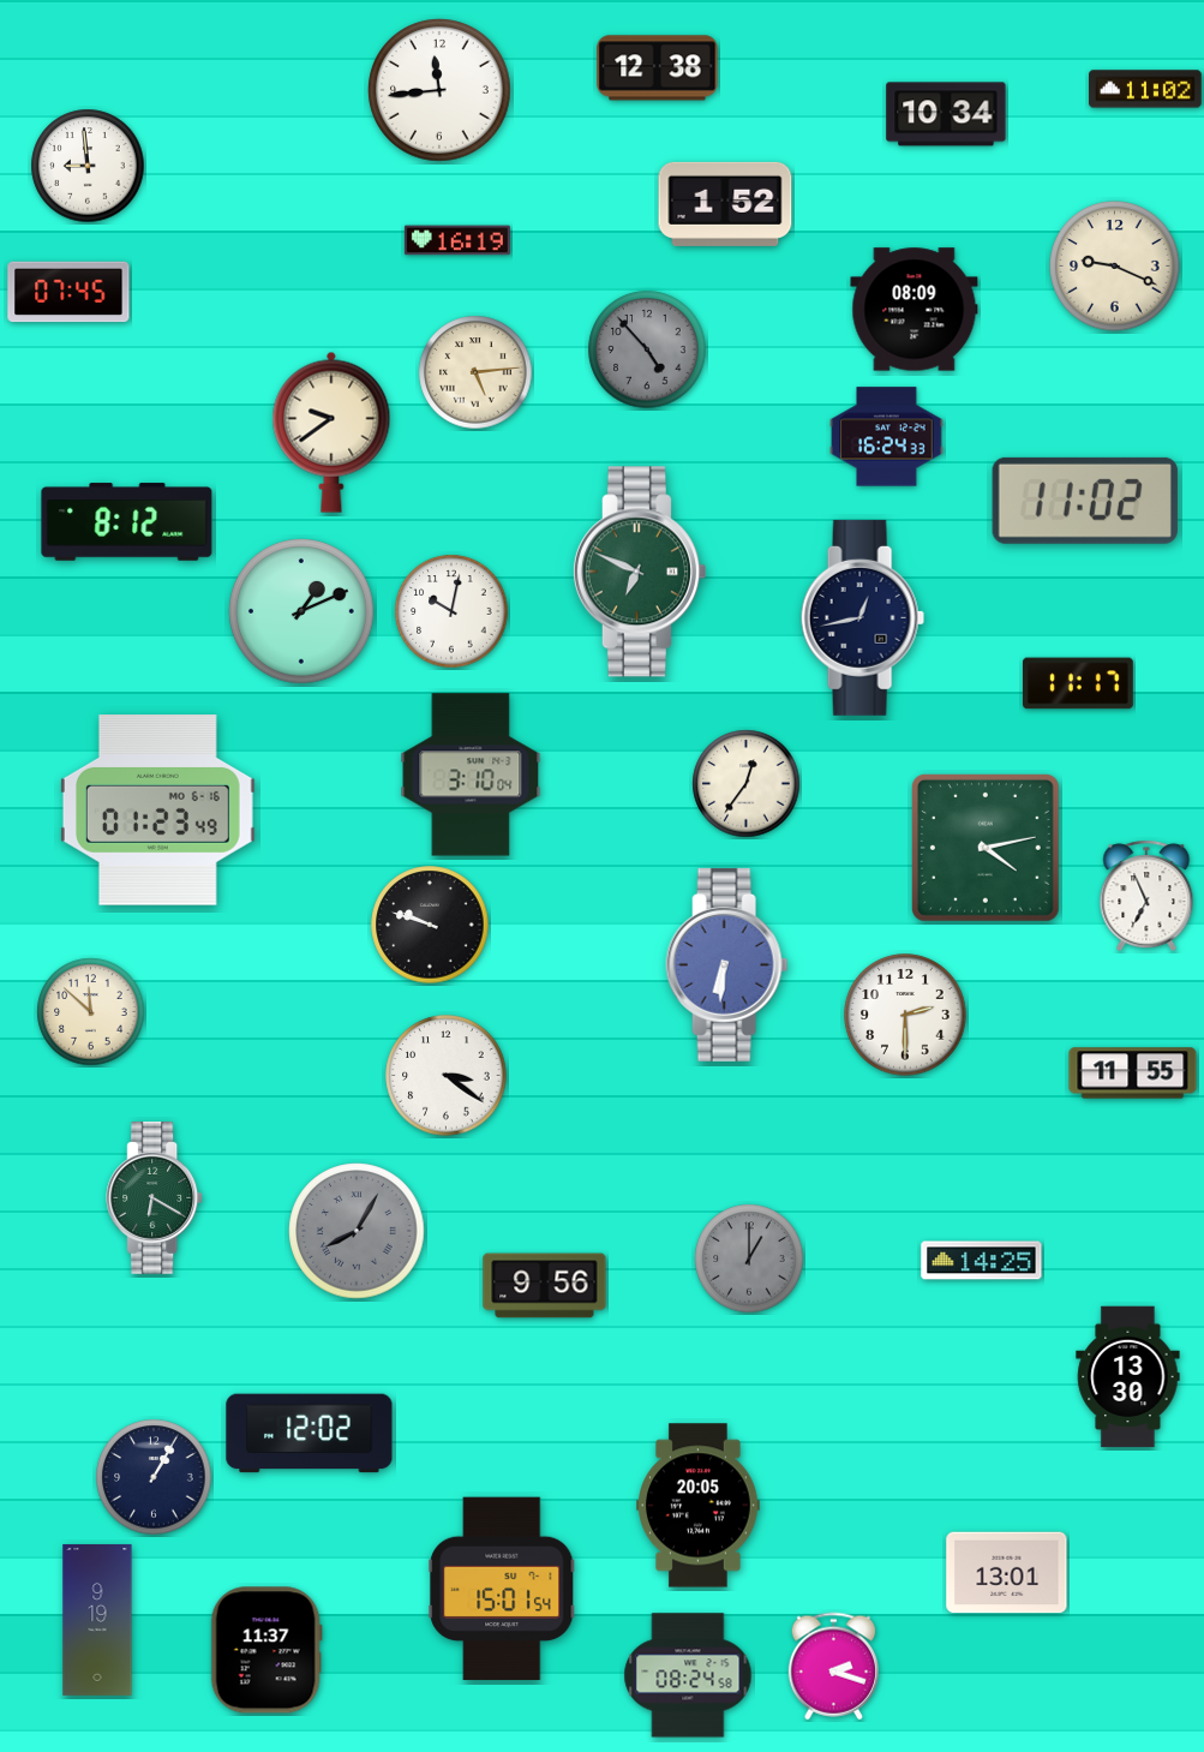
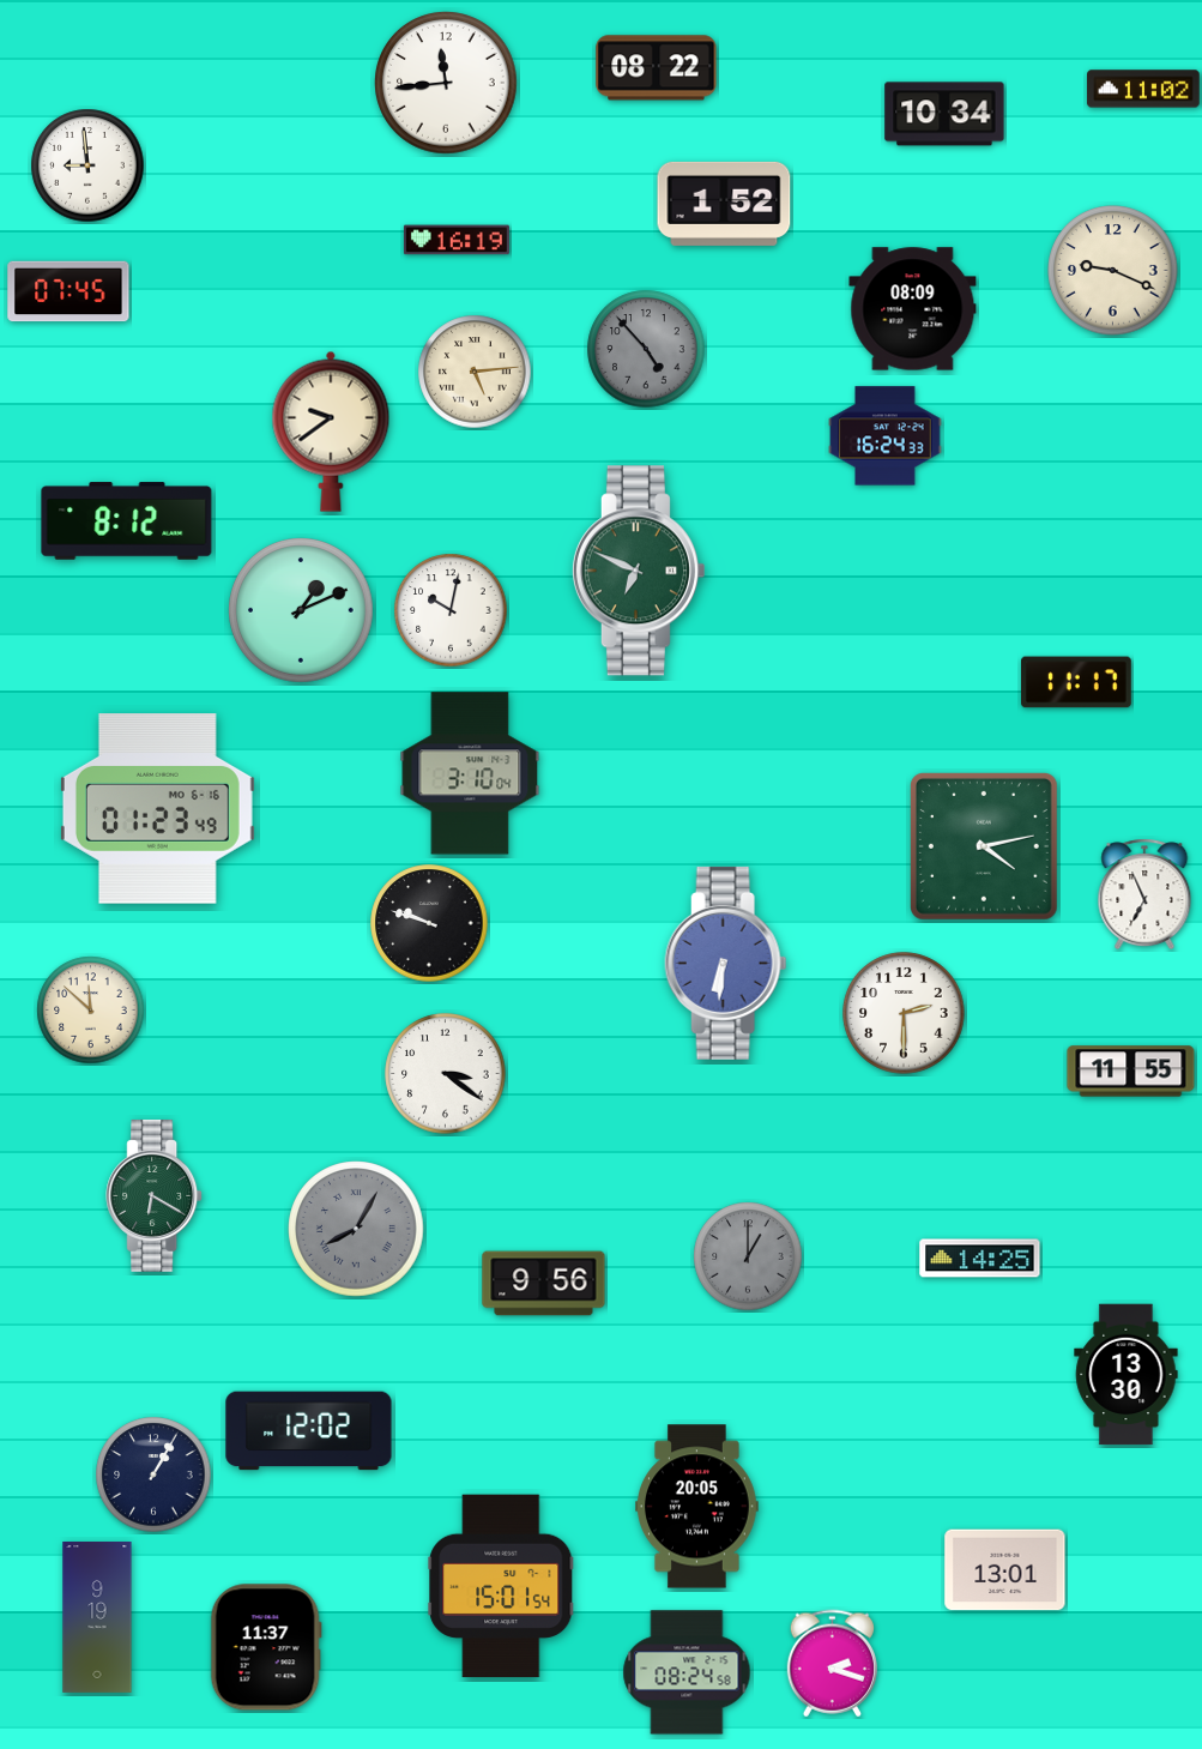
clock at (658, 68): 12:38 -> 08:22
clock at (439, 90) position: (439, 90) -> (446, 83)
clock at (1115, 267) position: (1115, 267) -> (1113, 271)
clock at (1085, 501): 11:02 -> none
clock at (862, 617): 12:43 -> none
clock at (747, 784): 12:36 -> none
clock at (699, 1506) position: (699, 1506) -> (697, 1507)
